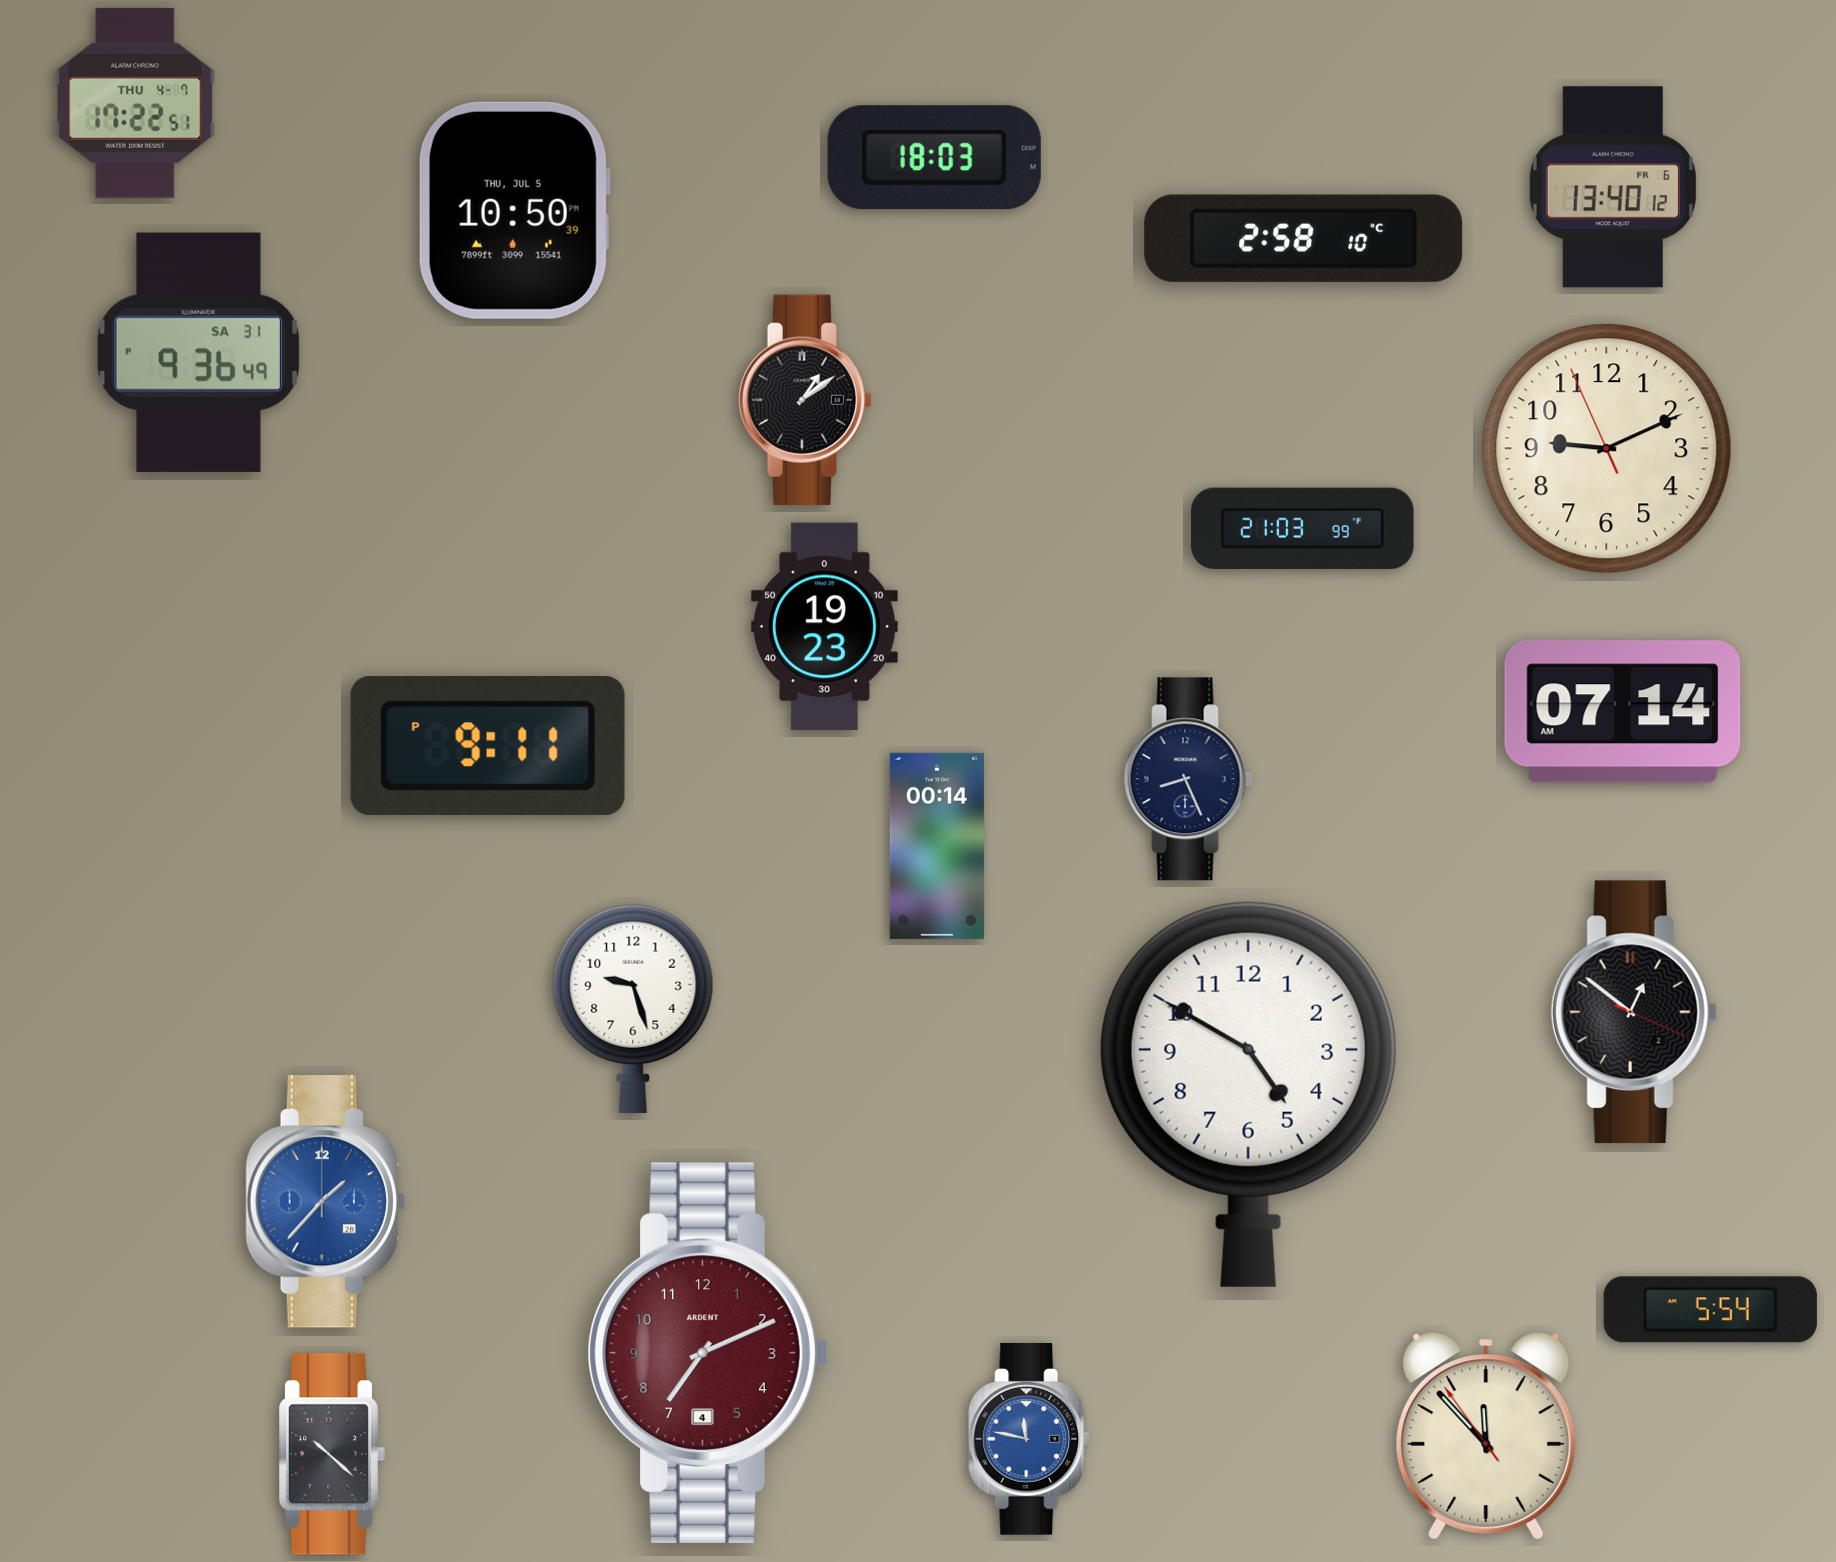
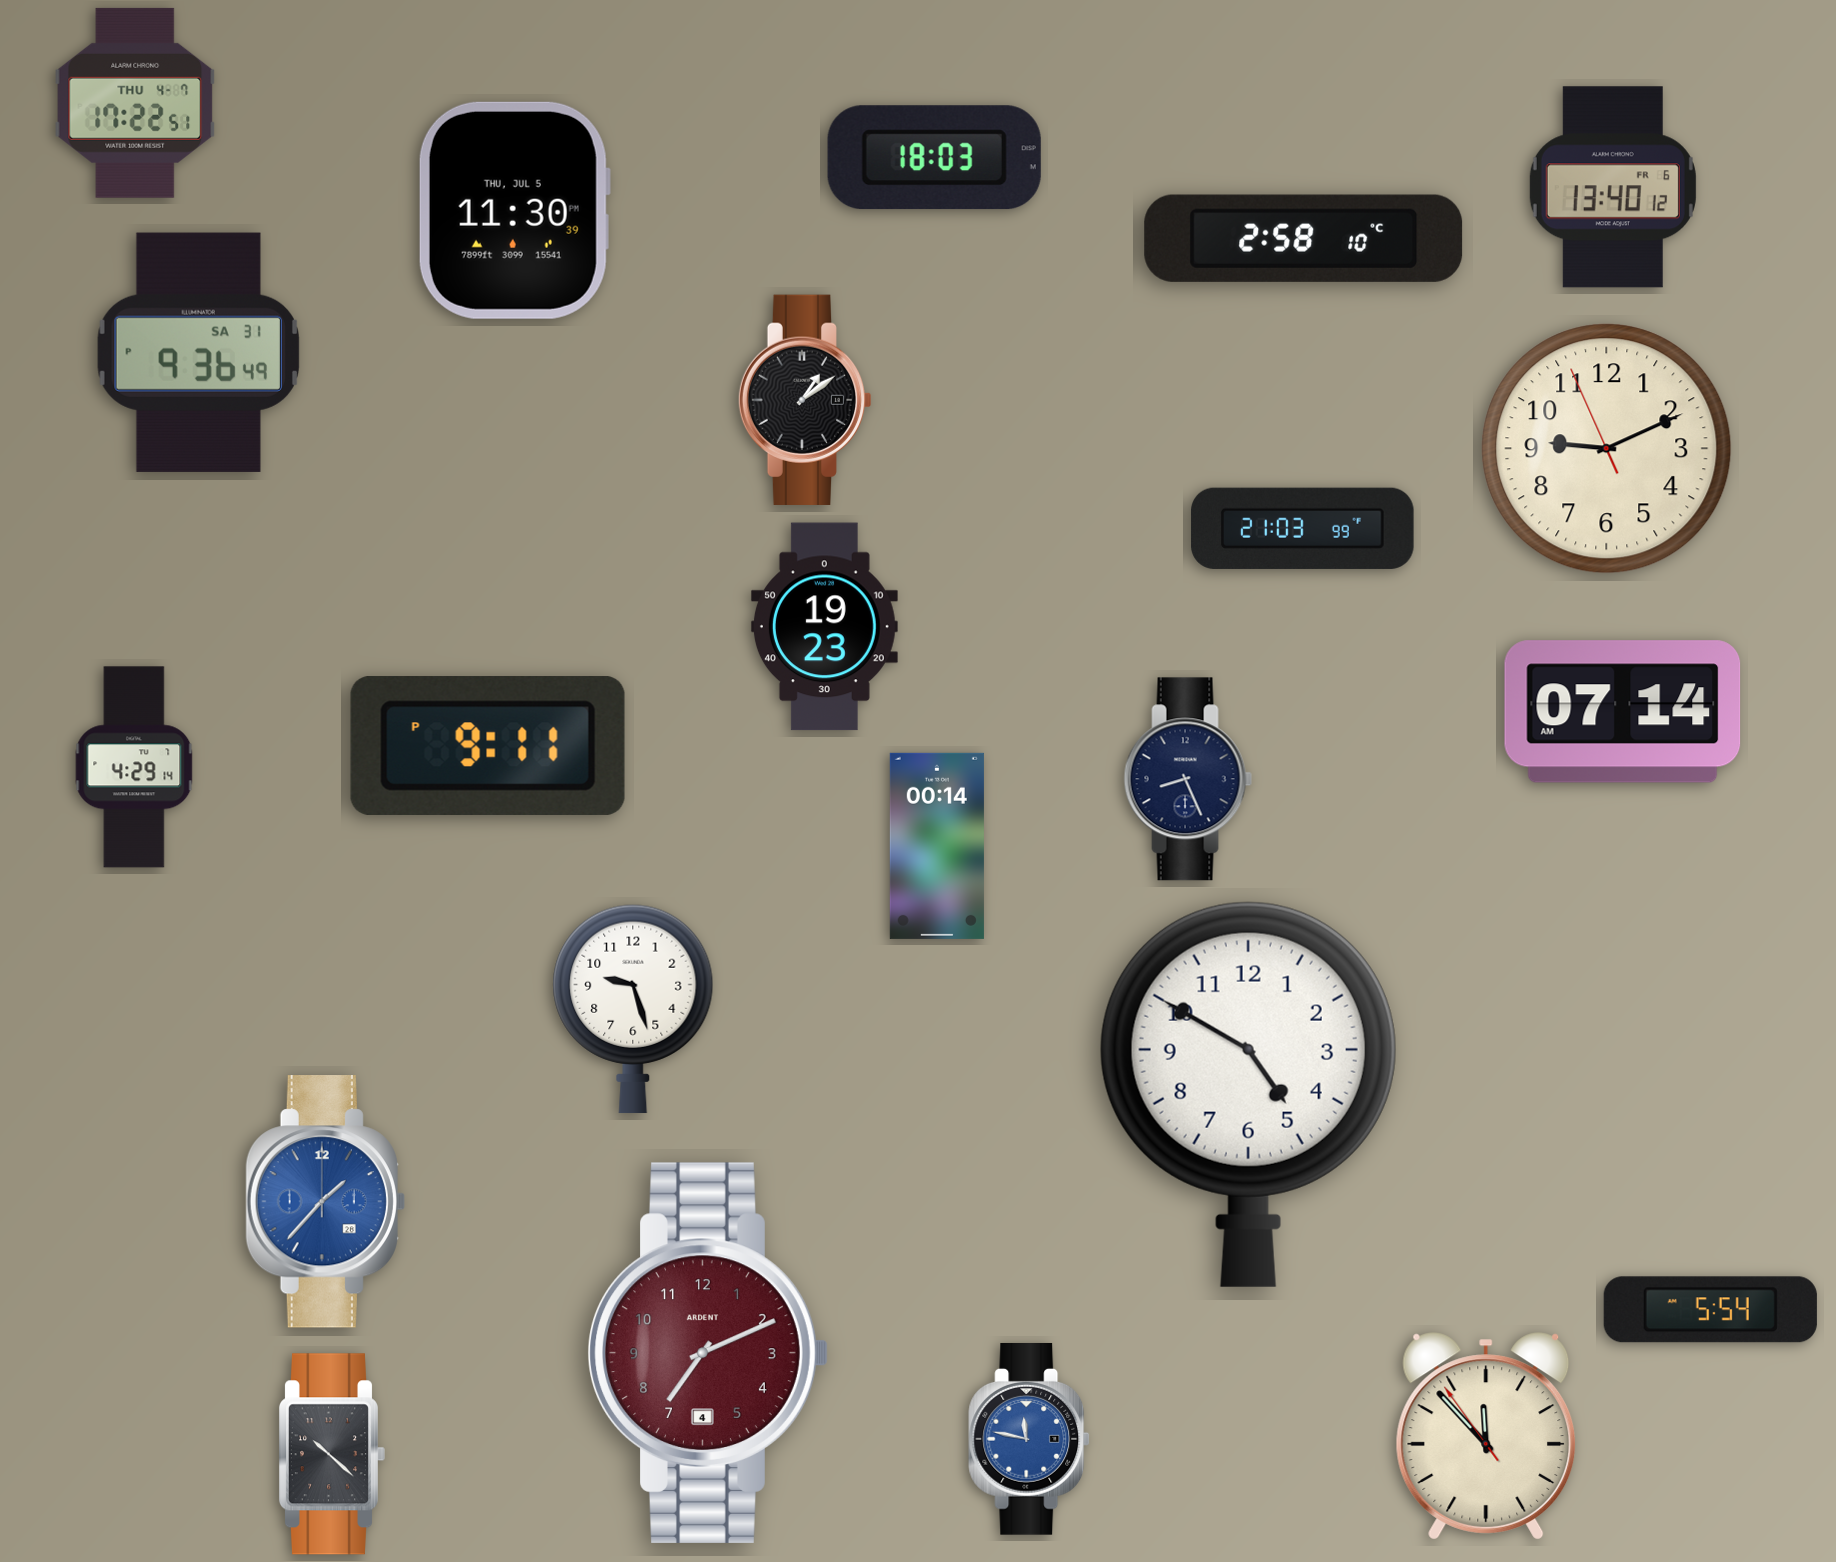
clock at (514, 210): 10:50 -> 11:30
clock at (134, 767): none -> 4:29
clock at (1634, 1012): 12:51 -> none
